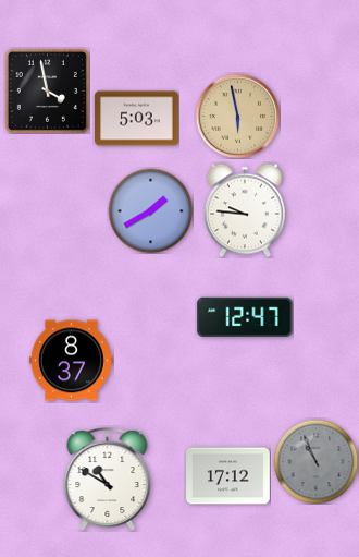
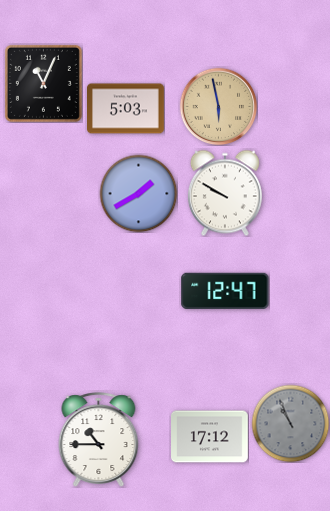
clock at (47, 90): 3:58 -> 11:04
clock at (245, 210): 9:46 -> 9:50
clock at (72, 361): 8:37 -> none
clock at (108, 480): 10:50 -> 10:45
